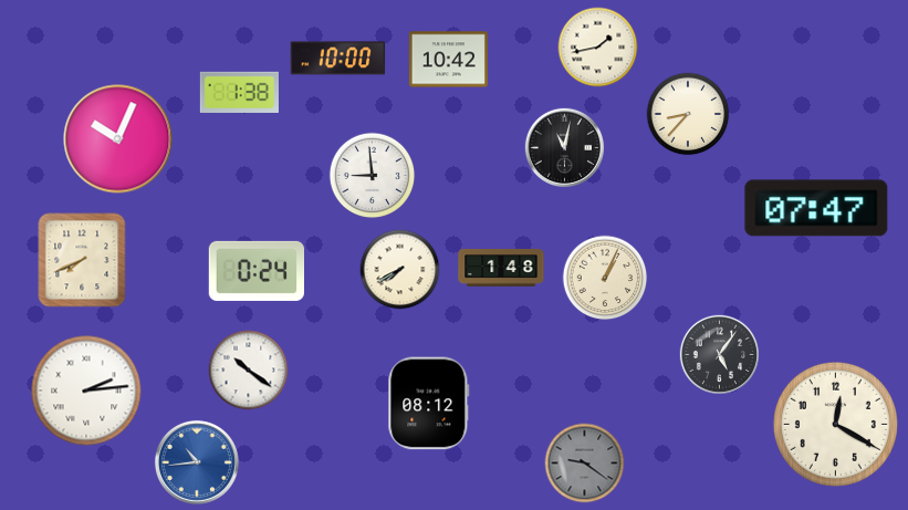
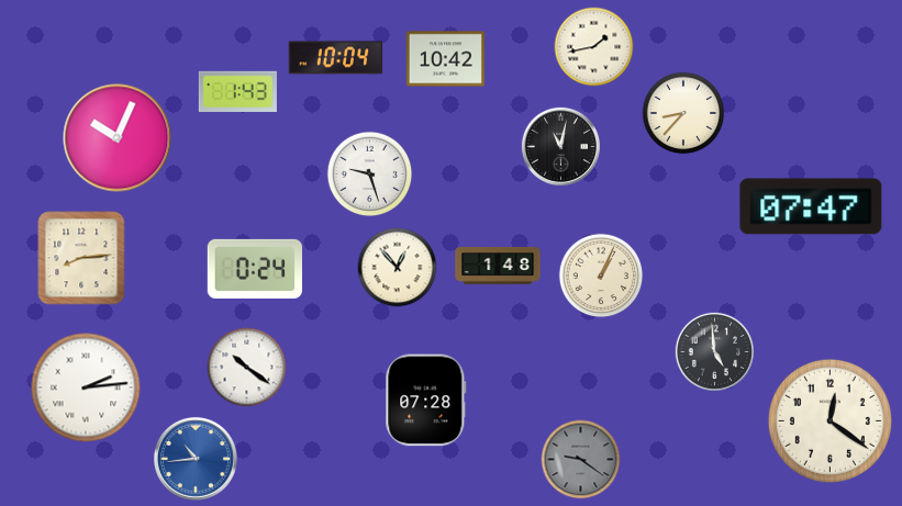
clock at (338, 59): 10:00 -> 10:04
clock at (239, 92): 1:38 -> 1:43
clock at (373, 176): 8:59 -> 9:27
clock at (82, 260): 7:41 -> 8:14
clock at (400, 270): 7:40 -> 12:53
clock at (719, 354): 5:06 -> 4:59
clock at (429, 404): 08:12 -> 07:28
clock at (835, 424): 12:20 -> 12:21
